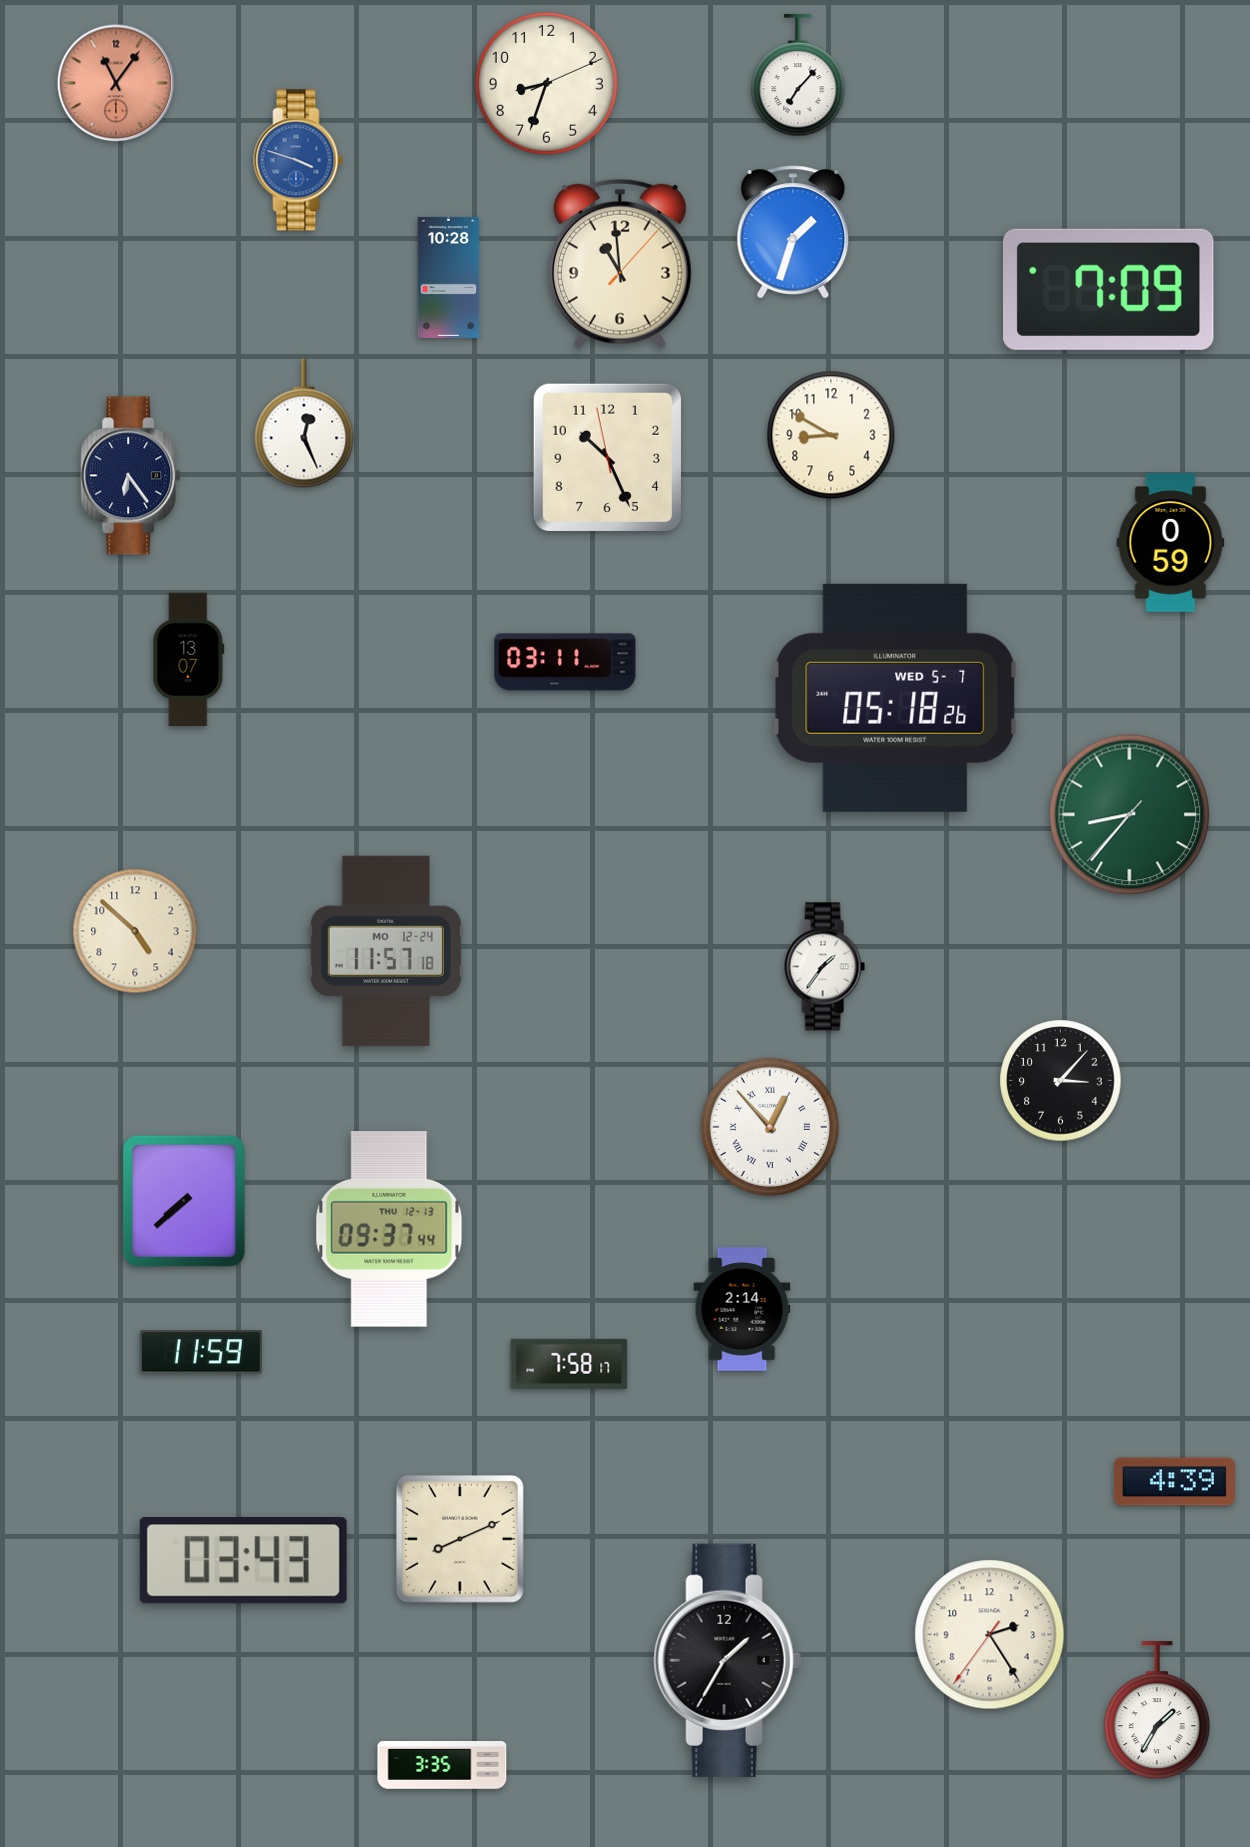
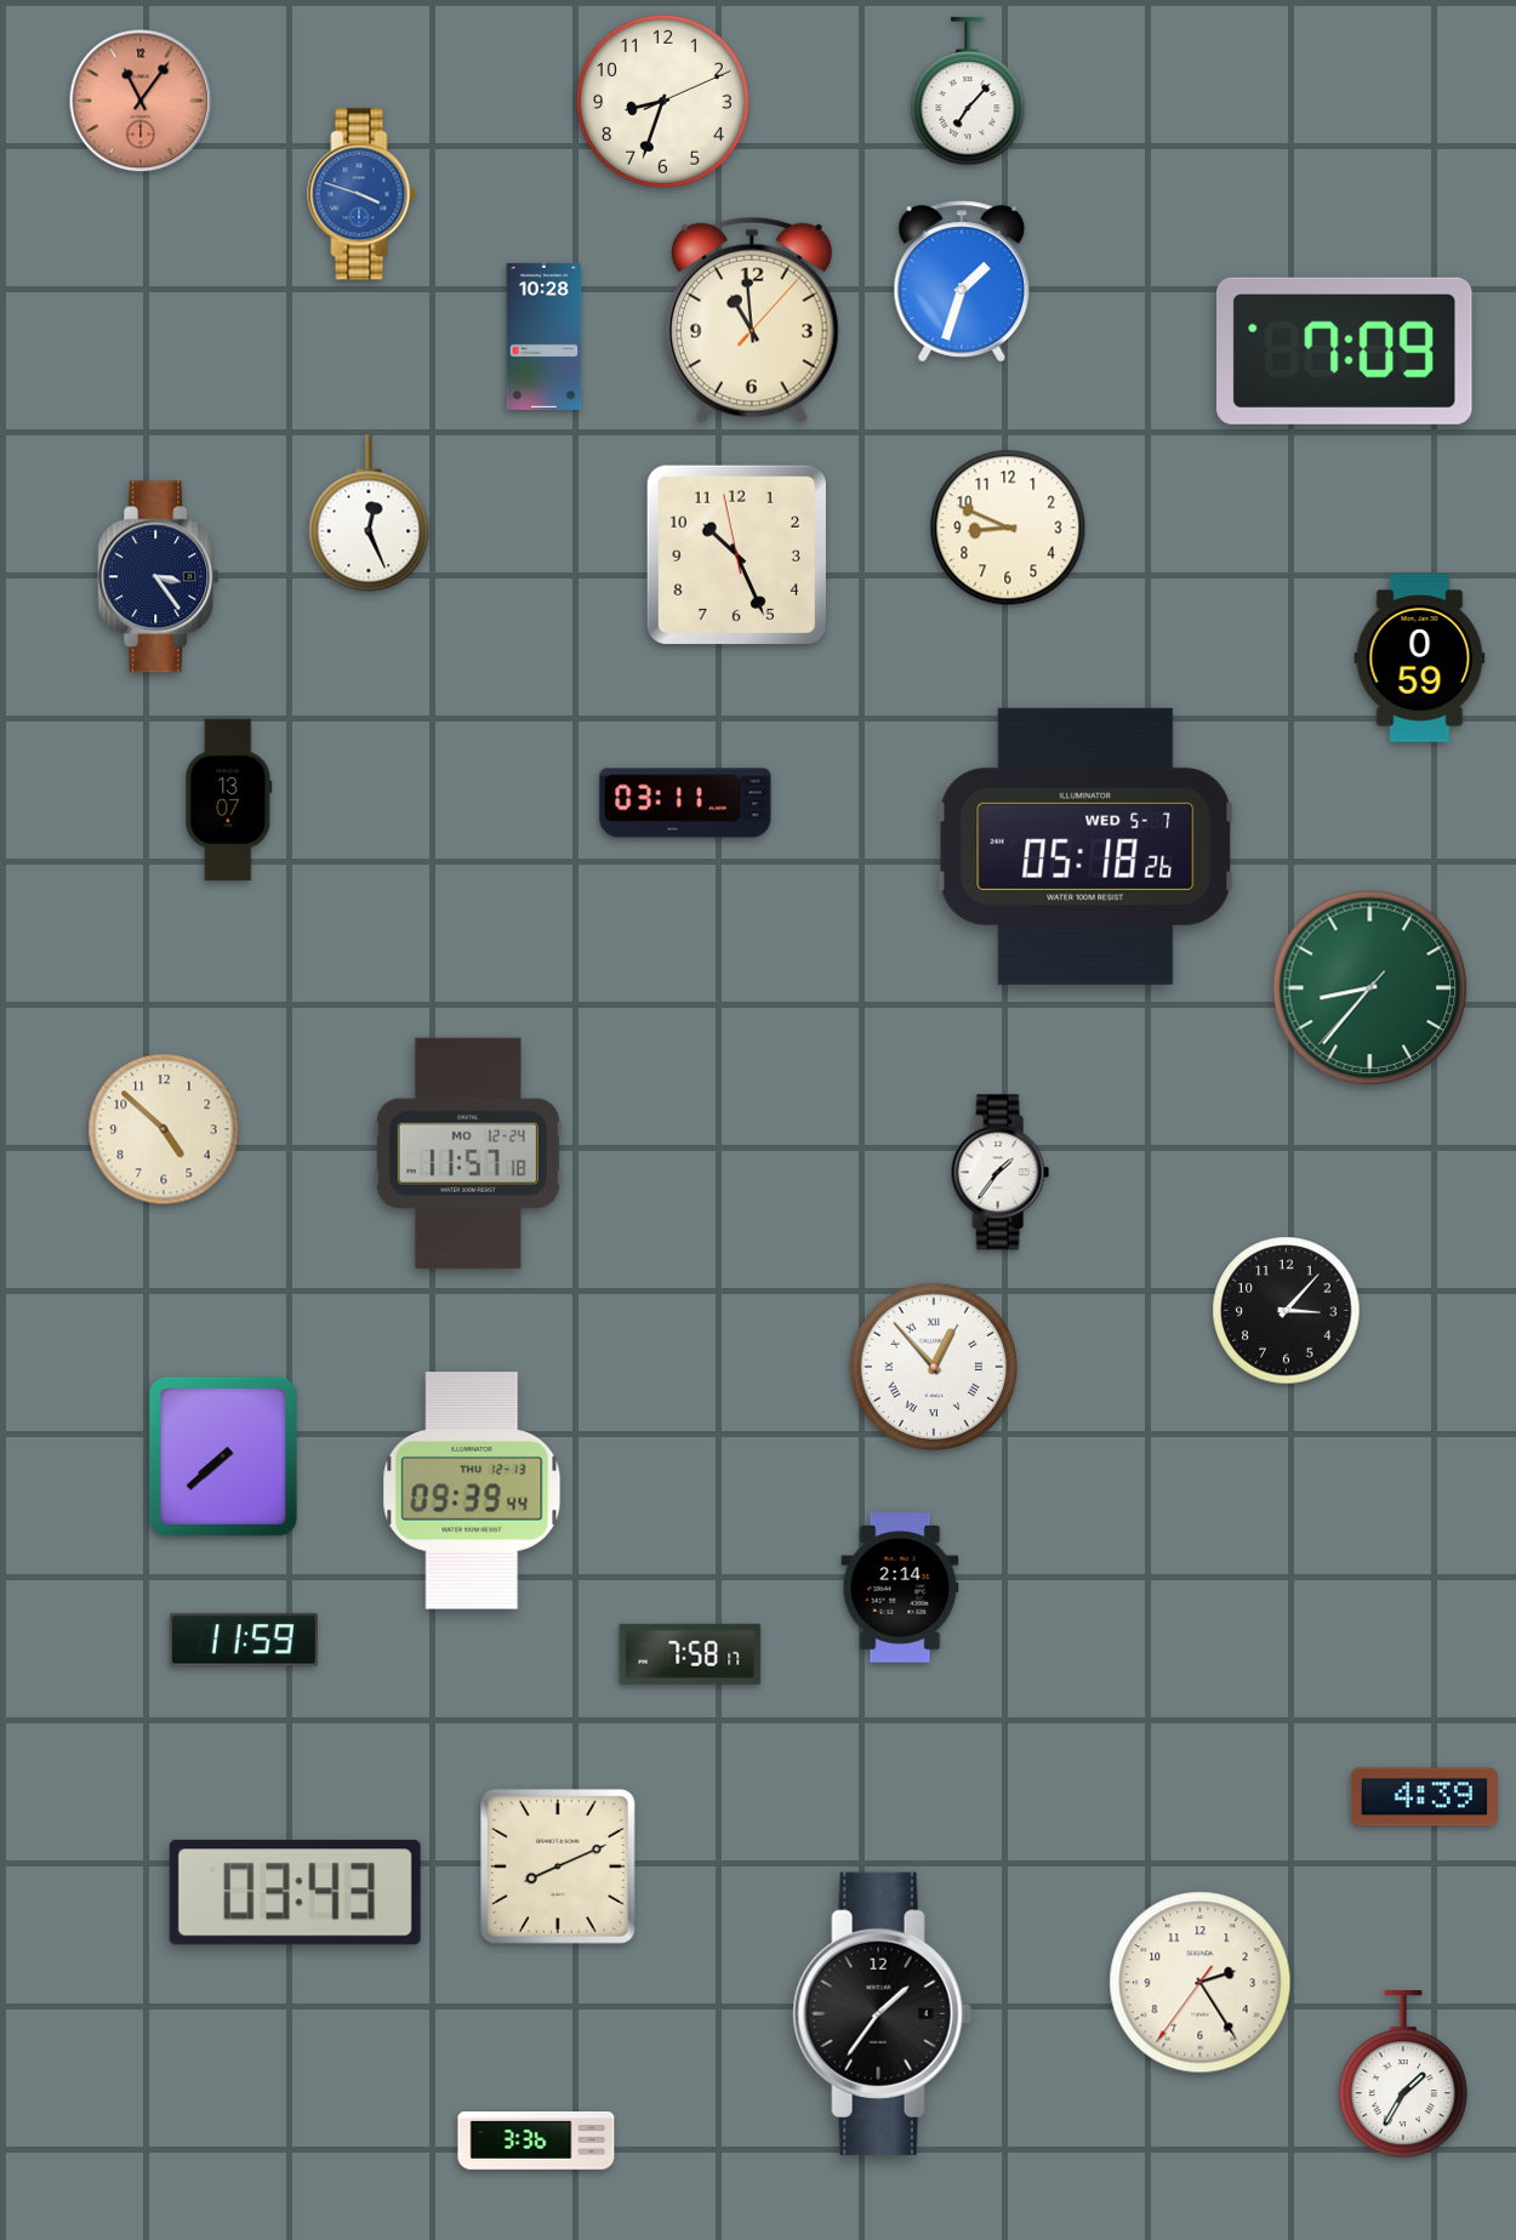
clock at (831, 435): 8:50 -> 8:49
clock at (131, 476): 6:24 -> 3:24
clock at (389, 1229): 09:37 -> 09:39
clock at (727, 1660): 1:35 -> 1:36
clock at (442, 1766): 3:35 -> 3:36
